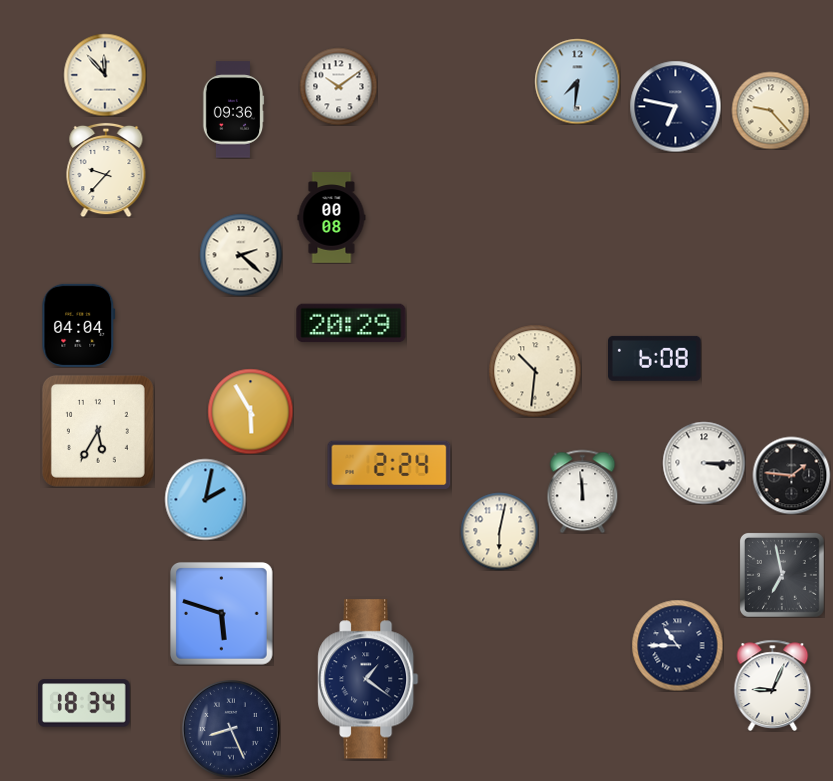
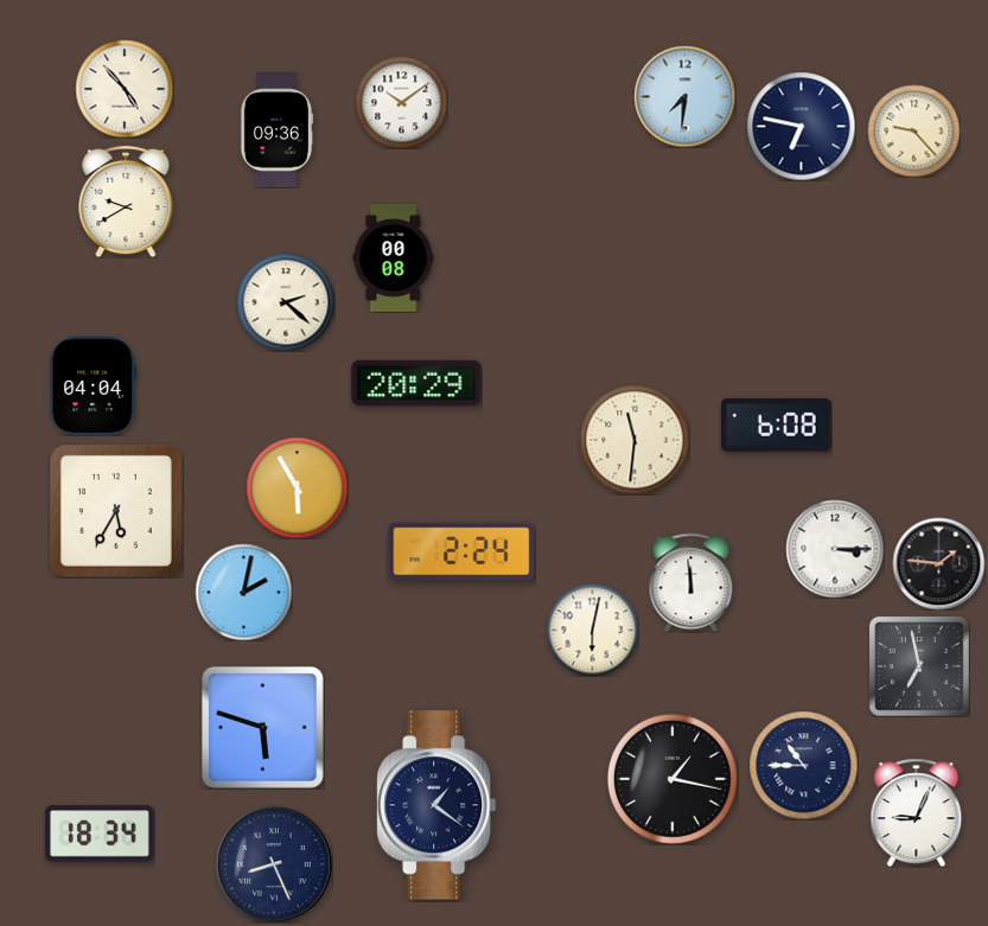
clock at (105, 75): 11:53 -> 4:53
clock at (106, 170): 9:37 -> 9:40
clock at (535, 371): 10:31 -> 11:31
clock at (782, 575) position: (782, 575) -> (919, 666)
clock at (673, 779): none -> 1:17
